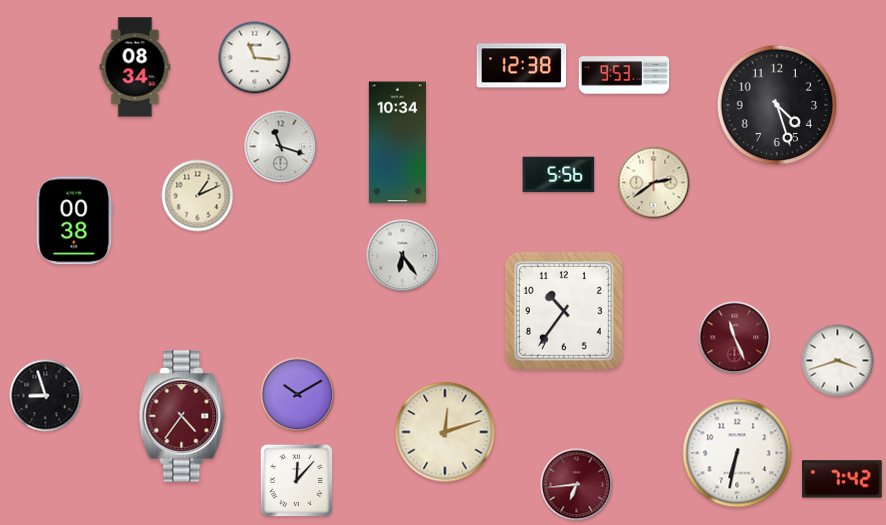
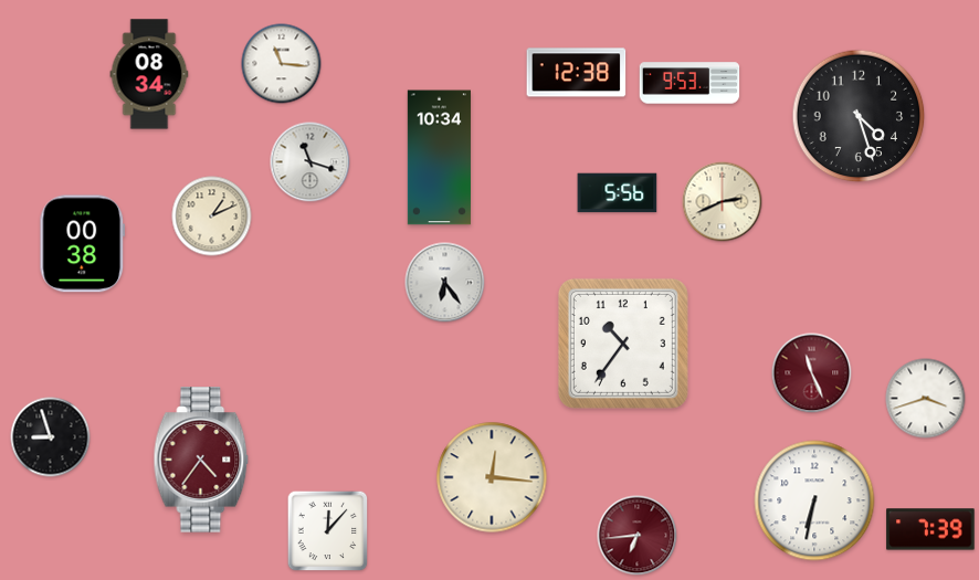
clock at (654, 183): 2:39 -> 2:41
clock at (198, 196) position: (198, 196) -> (212, 217)
clock at (298, 395): 10:10 -> none
clock at (445, 432): 12:12 -> 12:16
clock at (842, 479): 7:42 -> 7:39
